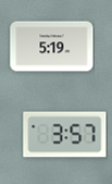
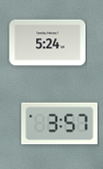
clock at (52, 47): 5:19 -> 5:24
